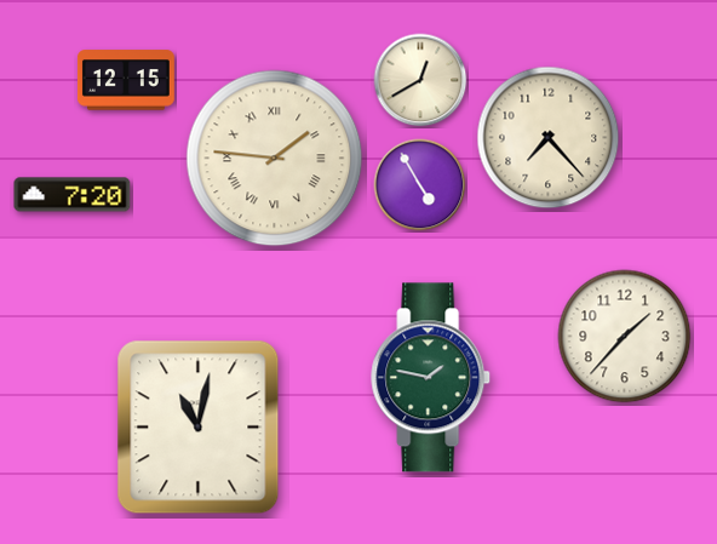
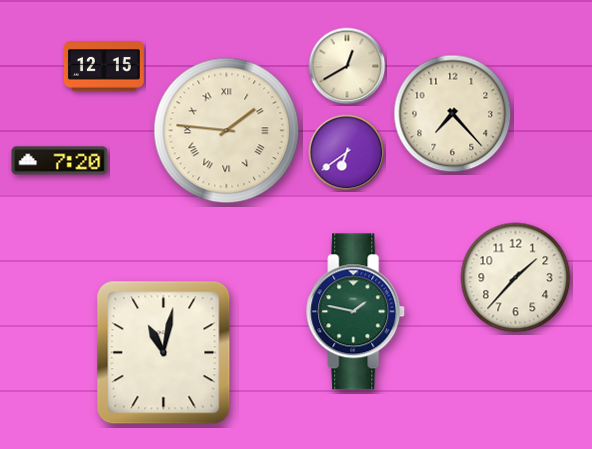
clock at (420, 185): 4:55 -> 6:39
